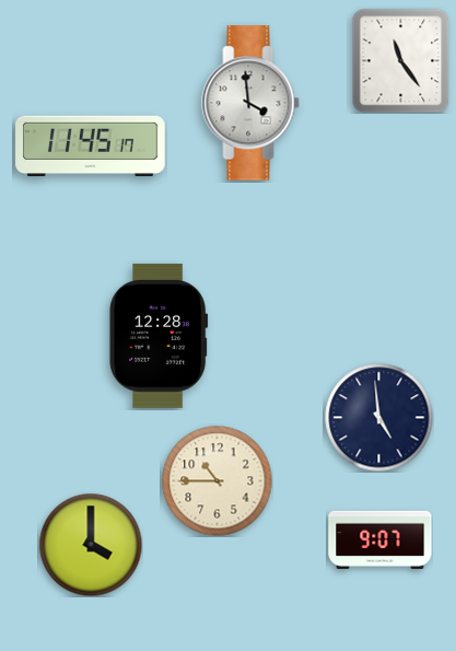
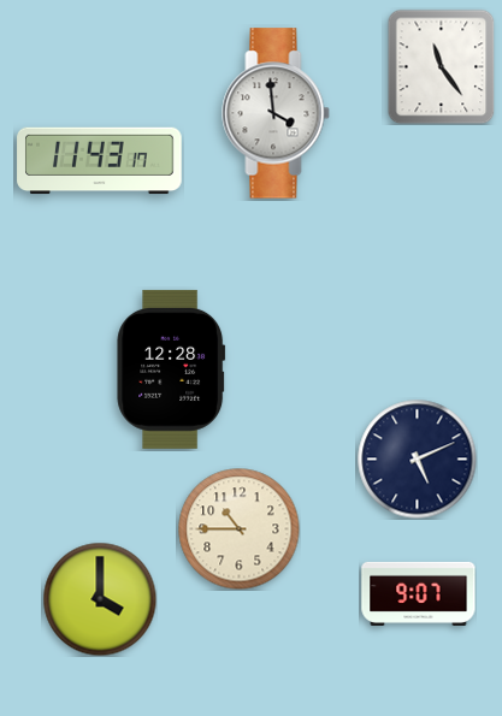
clock at (91, 147): 11:45 -> 11:43
clock at (159, 336) position: (159, 336) -> (171, 369)
clock at (379, 418): 4:59 -> 5:11
